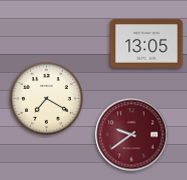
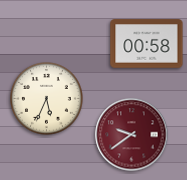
clock at (147, 44): 13:05 -> 00:58
clock at (47, 99): 7:20 -> 5:34
